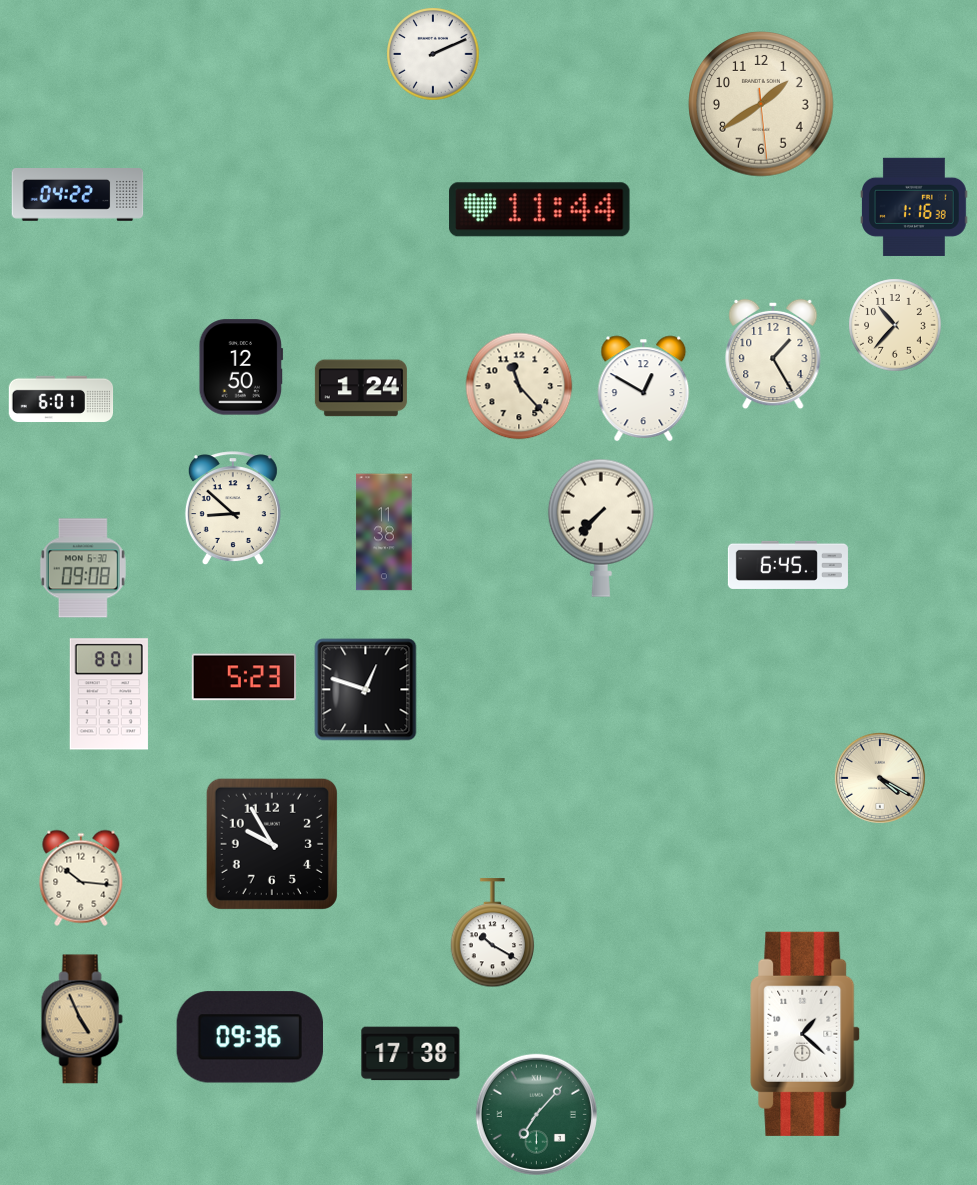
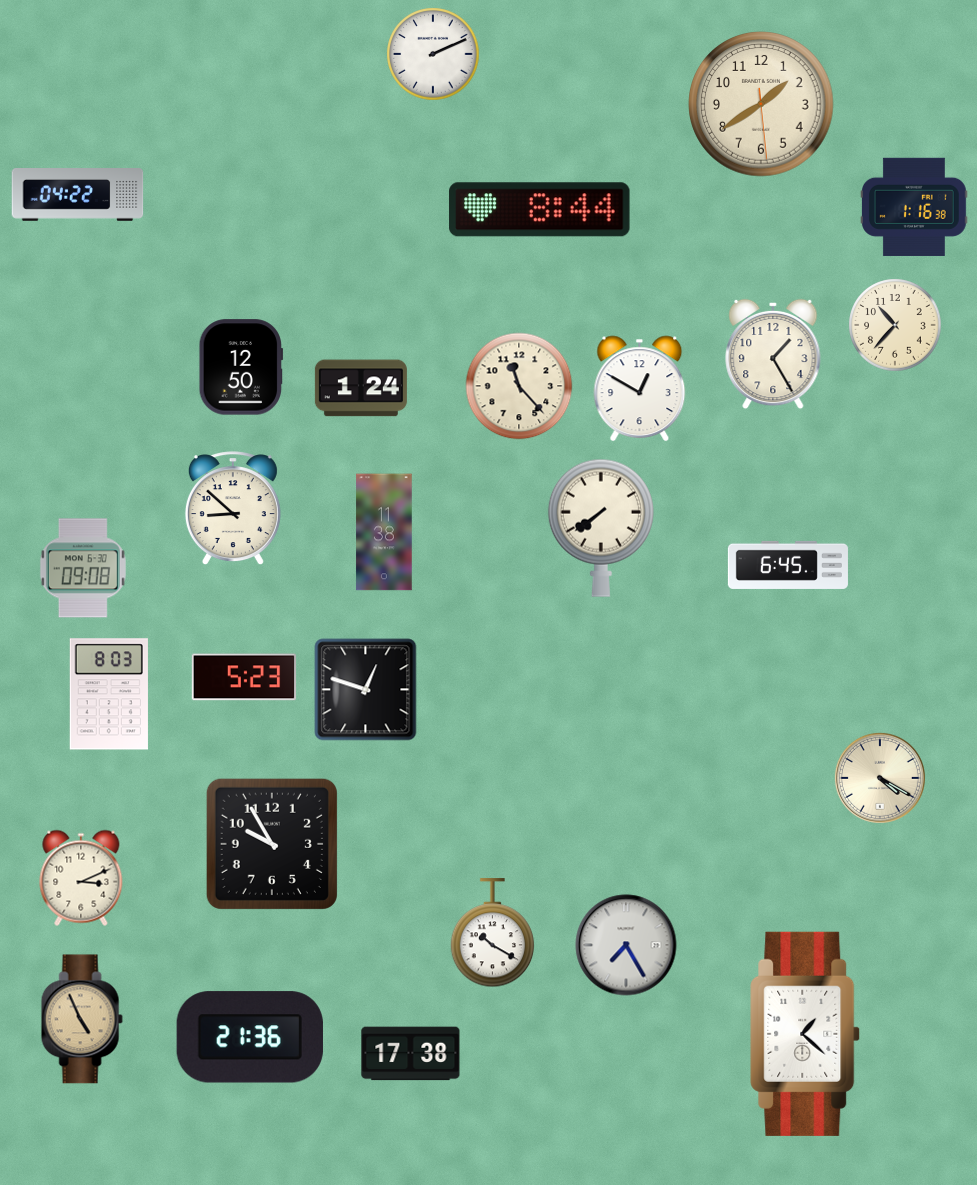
clock at (540, 210): 11:44 -> 8:44
clock at (644, 389) position: (644, 389) -> (640, 389)
clock at (61, 398): 6:01 -> none
clock at (601, 528): 7:37 -> 7:39
clock at (109, 694): 8:01 -> 8:03
clock at (81, 878): 10:16 -> 3:11
clock at (626, 945): none -> 7:25
clock at (250, 1037): 09:36 -> 21:36
clock at (536, 1114): 7:07 -> none
